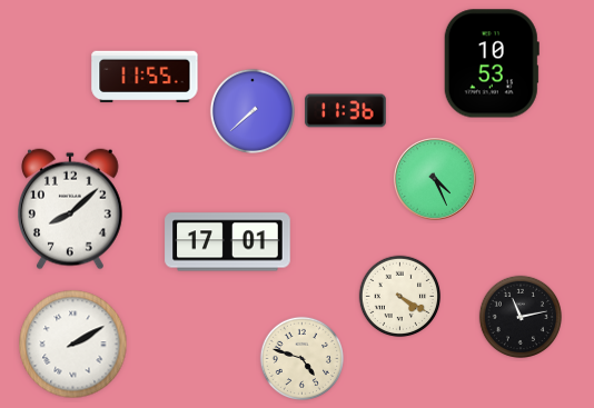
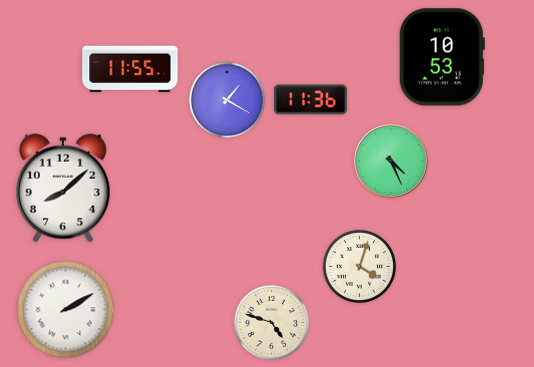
clock at (253, 111): 7:38 -> 1:20
clock at (228, 242): 17:01 -> none
clock at (400, 297): 4:20 -> 4:03
clock at (521, 317): 11:13 -> none
